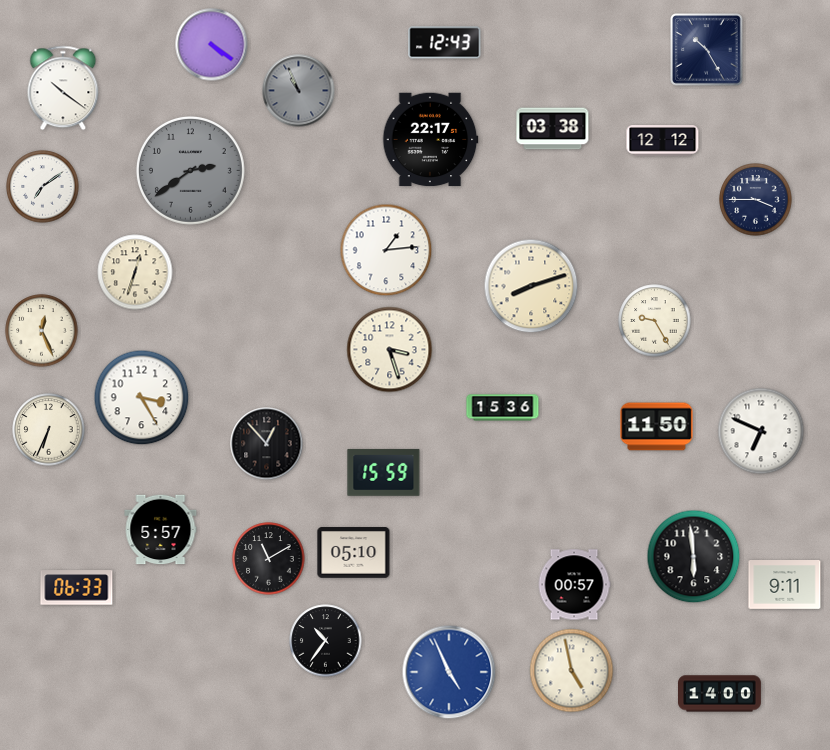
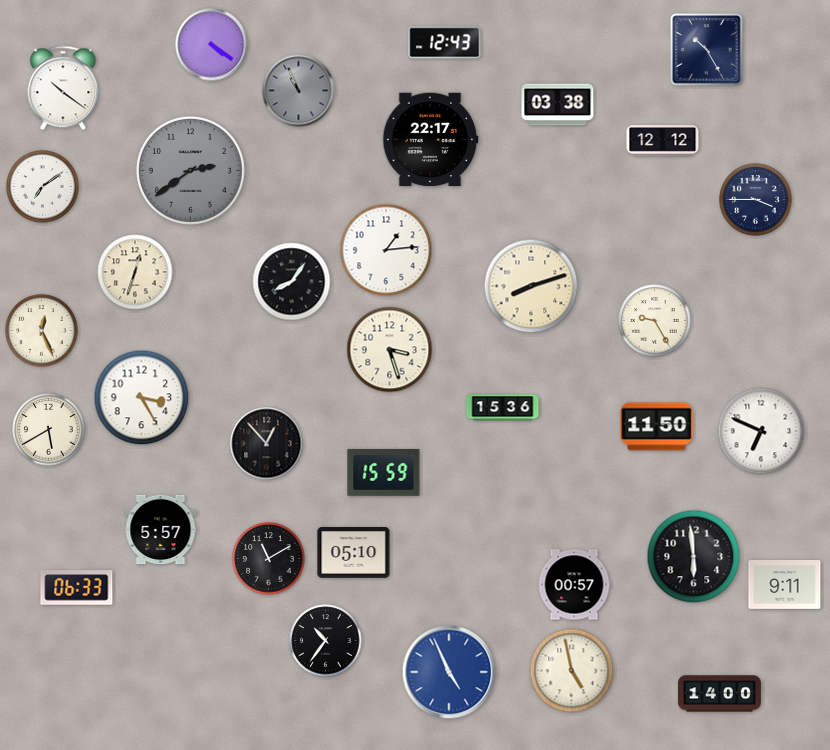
clock at (553, 129) position: (553, 129) -> (558, 105)
clock at (292, 282): none -> 8:06
clock at (49, 430): 6:34 -> 5:40
